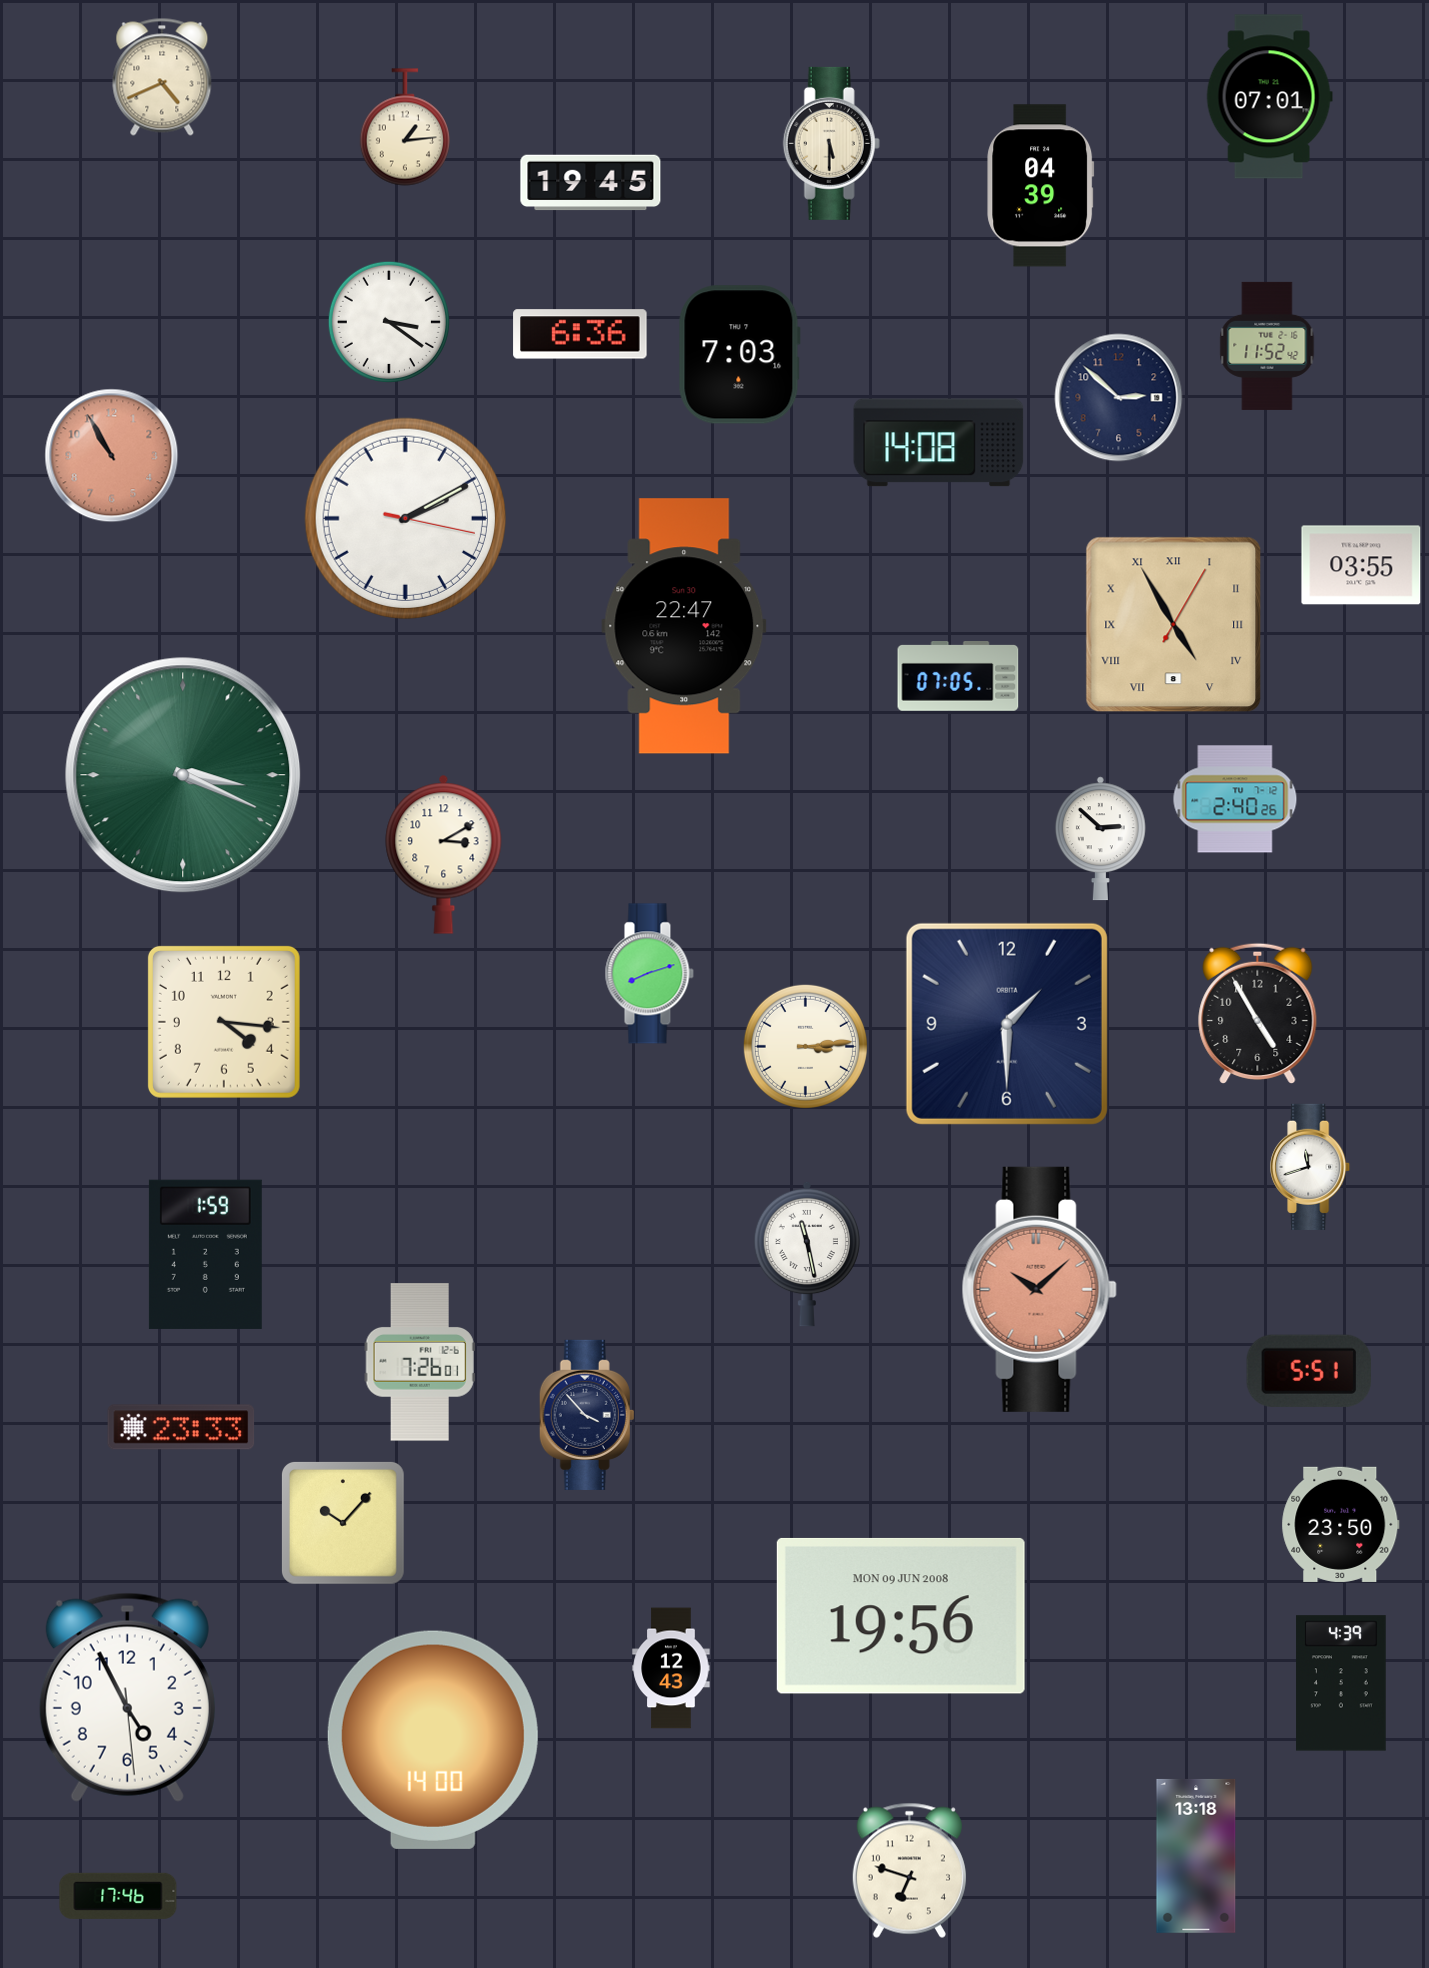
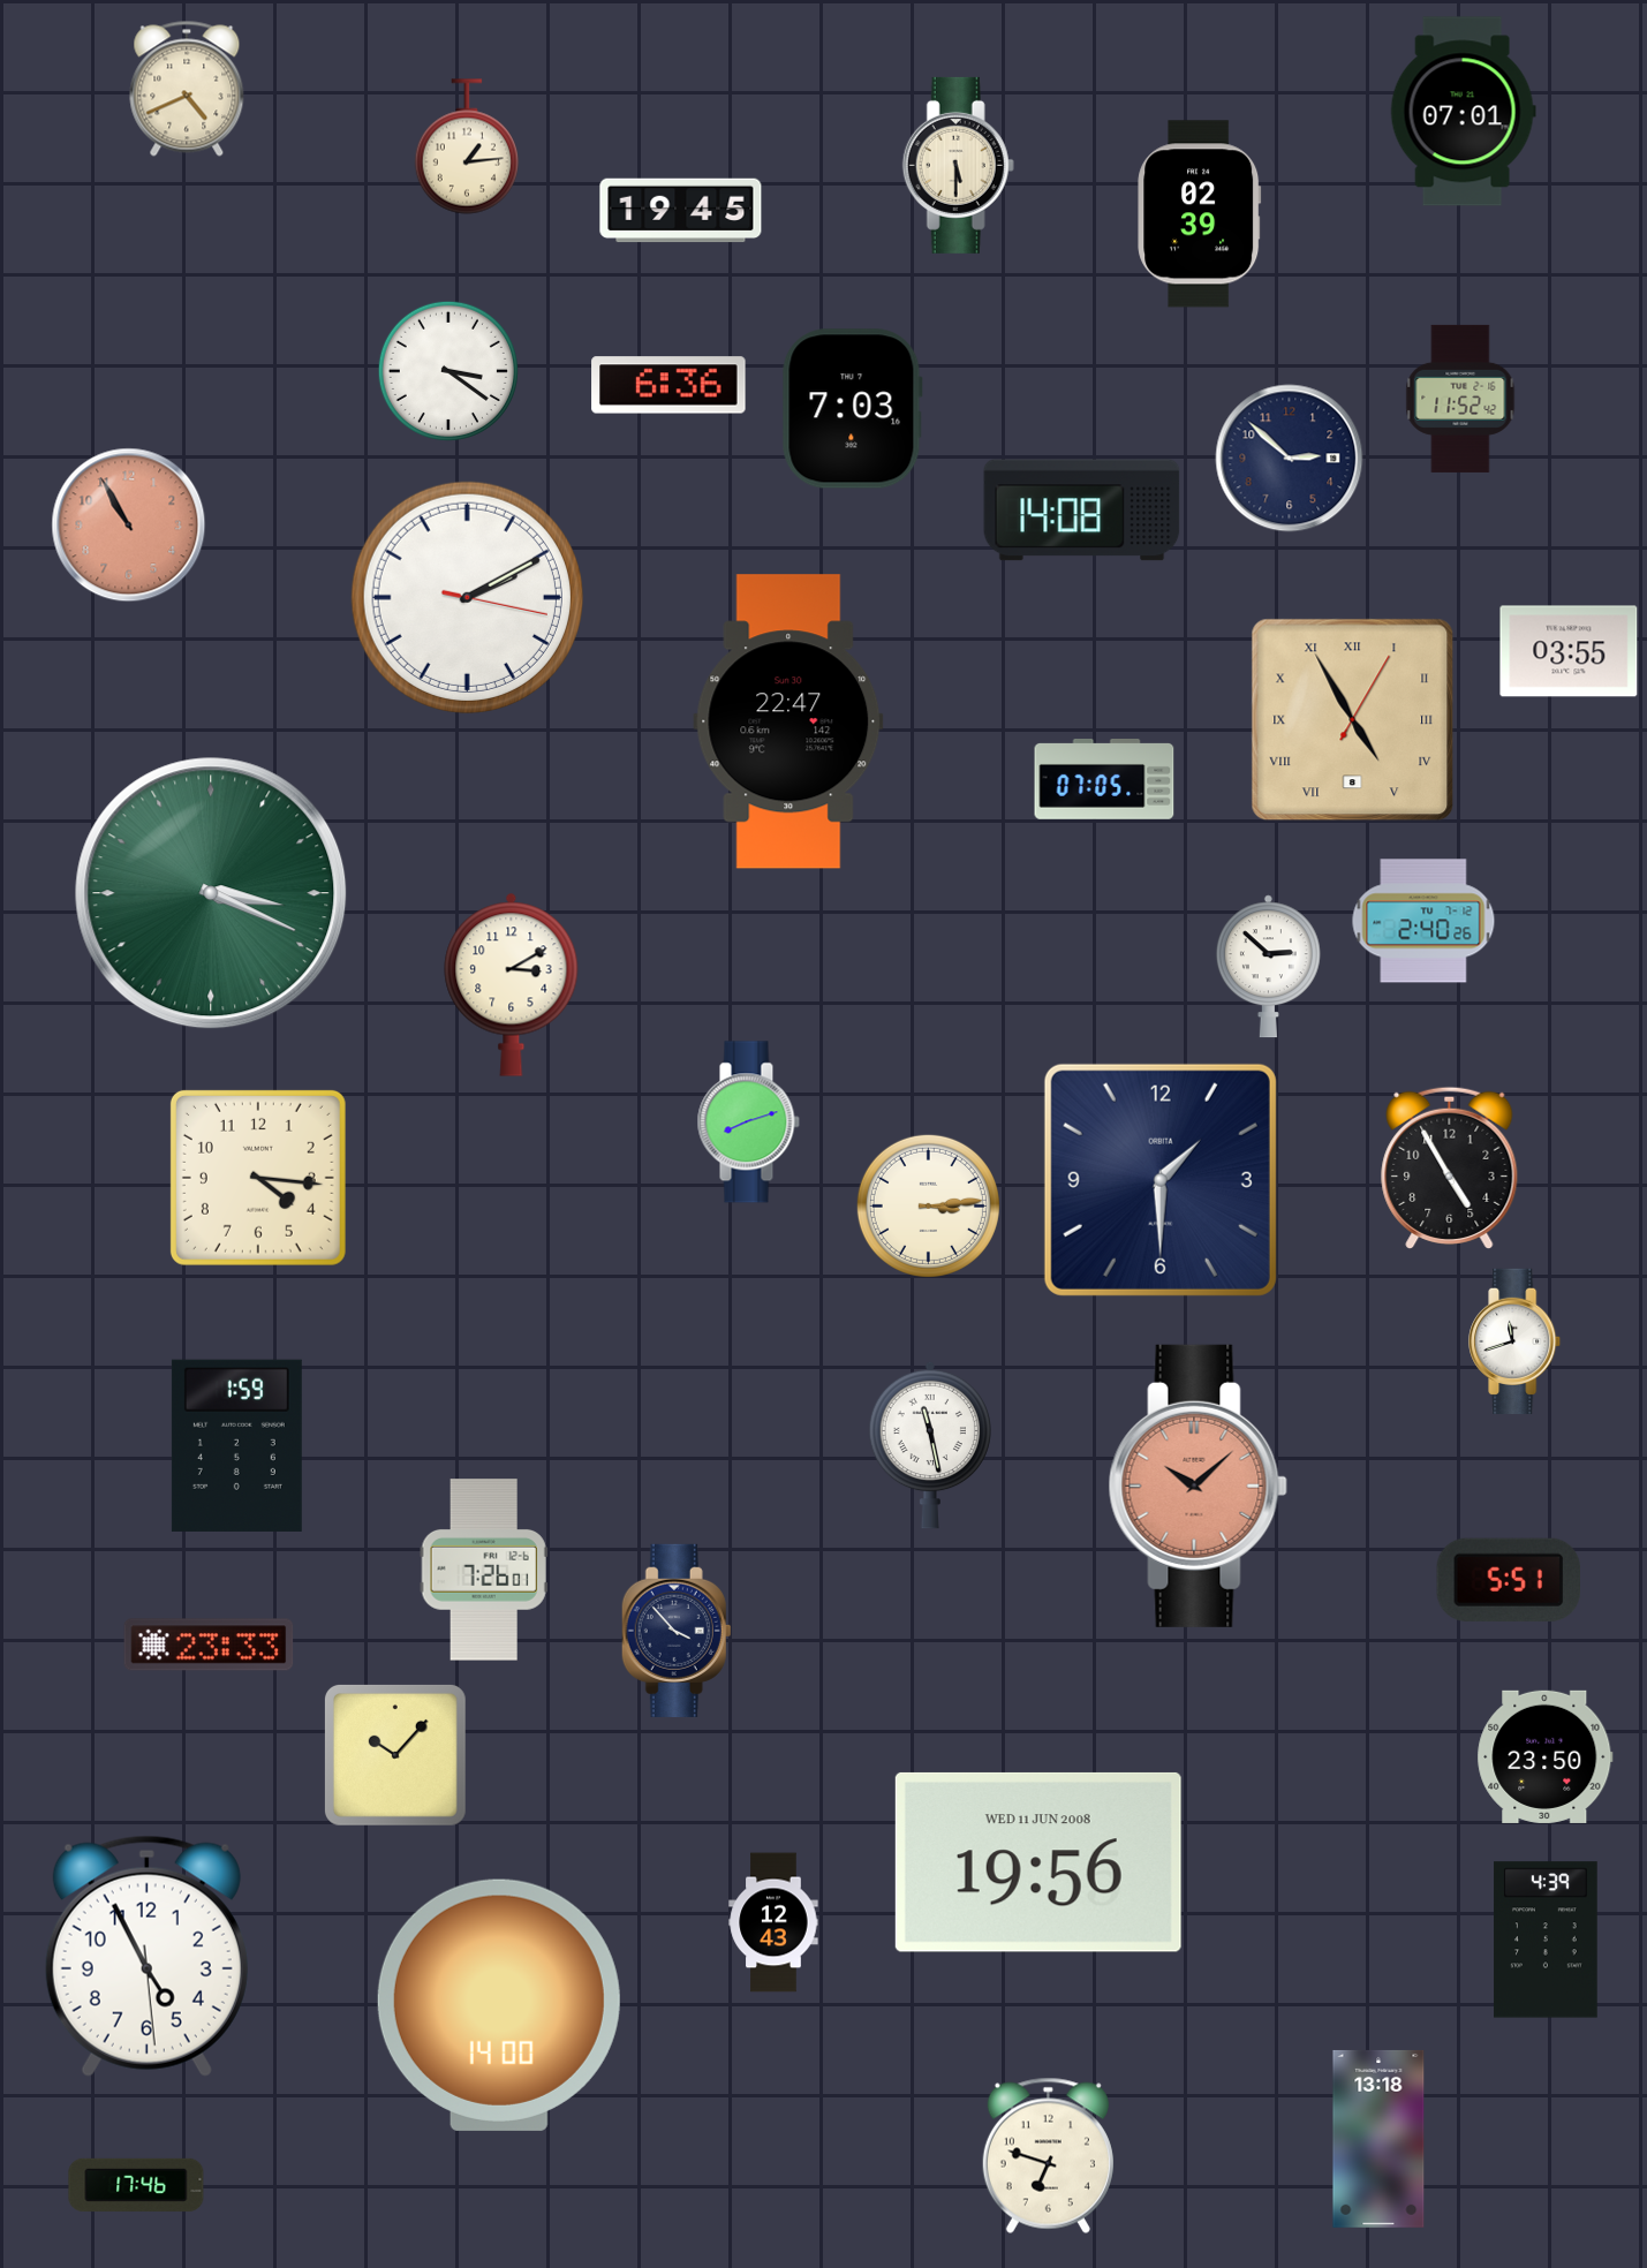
clock at (1041, 186): 04:39 -> 02:39
clock at (1311, 1167) position: (1311, 1167) -> (1516, 1341)
clock at (901, 1616) date: MON 09 JUN 2008 -> WED 11 JUN 2008
